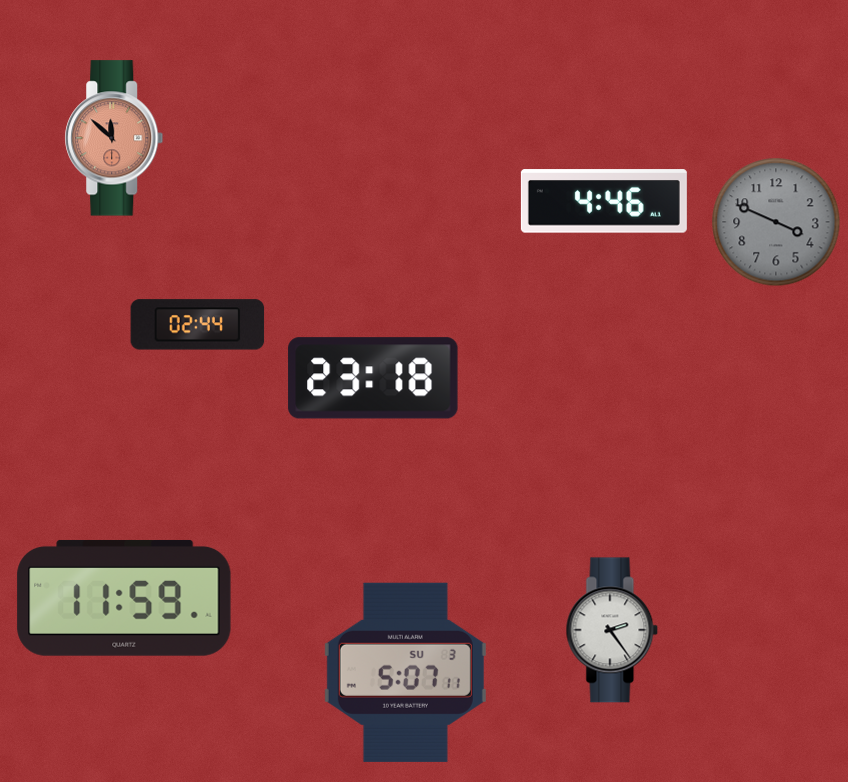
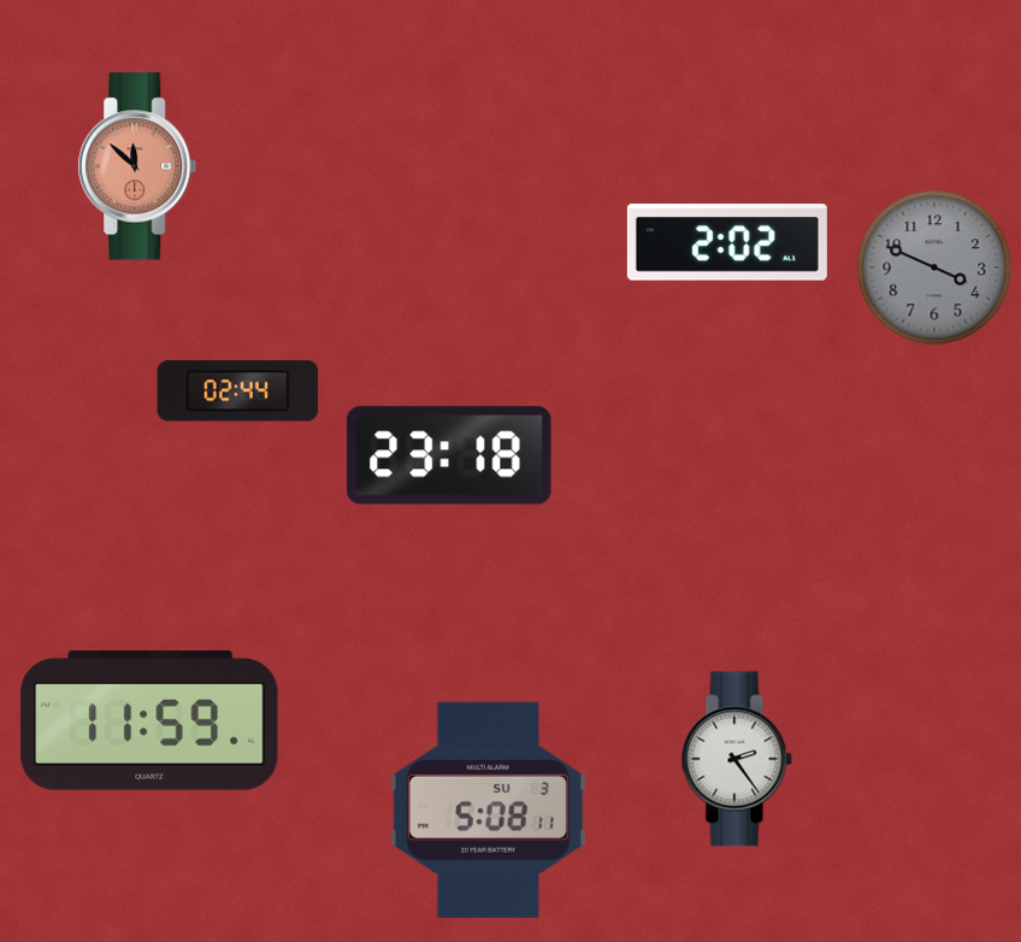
clock at (604, 201): 4:46 -> 2:02
clock at (405, 672): 5:07 -> 5:08
